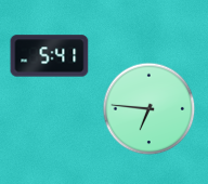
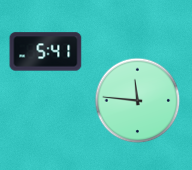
clock at (149, 109): 6:46 -> 11:46
